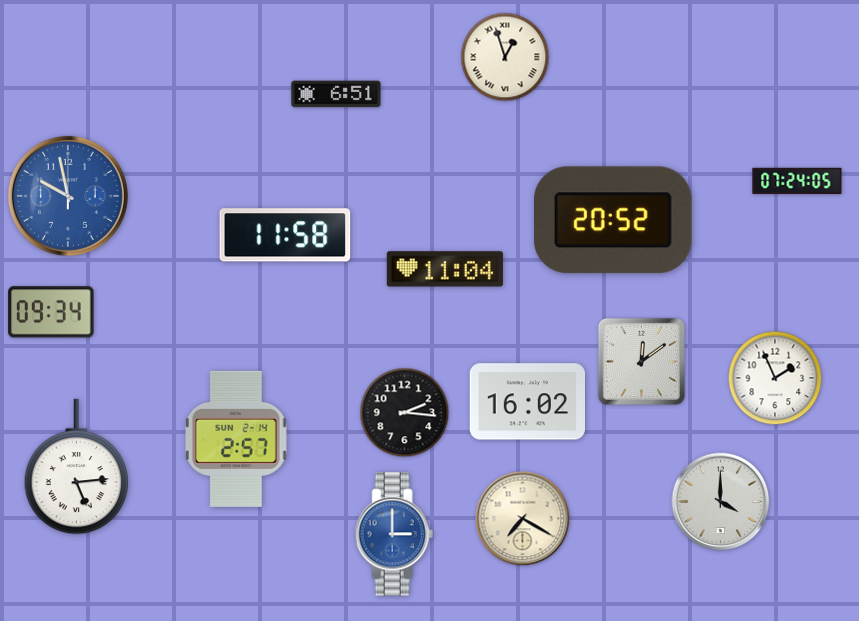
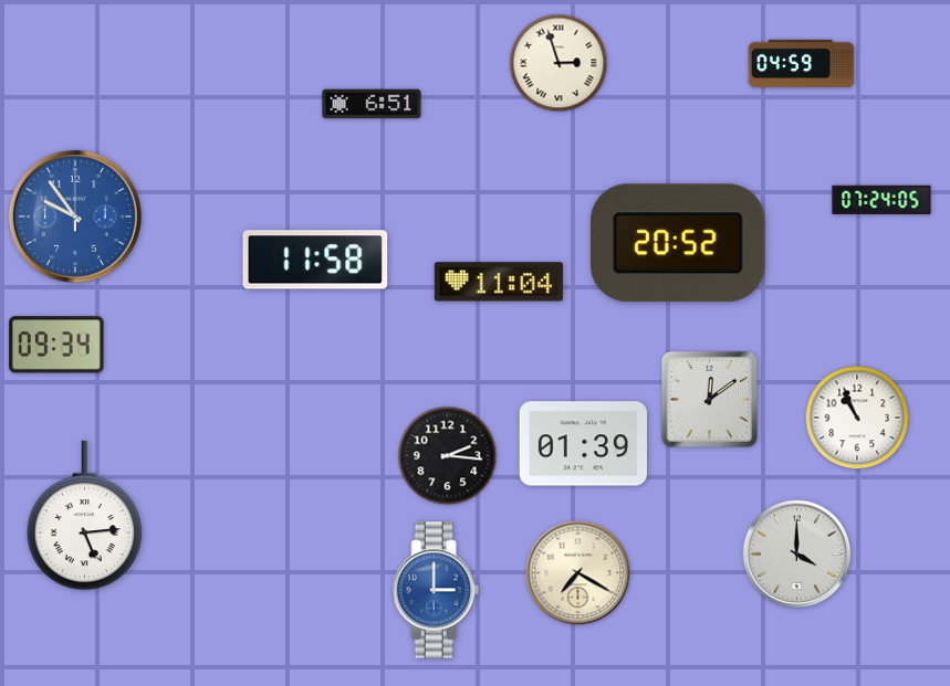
clock at (505, 57): 12:57 -> 2:57
clock at (802, 63): none -> 04:59
clock at (68, 196): 9:58 -> 9:54
clock at (445, 269) position: (445, 269) -> (499, 282)
clock at (775, 378): 1:56 -> 10:56
clock at (527, 402): 16:02 -> 01:39
clock at (236, 439): 2:57 -> none
